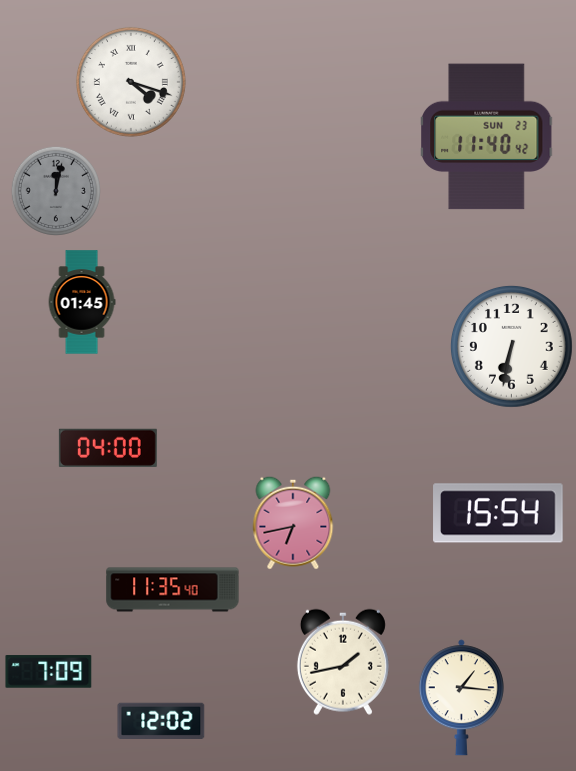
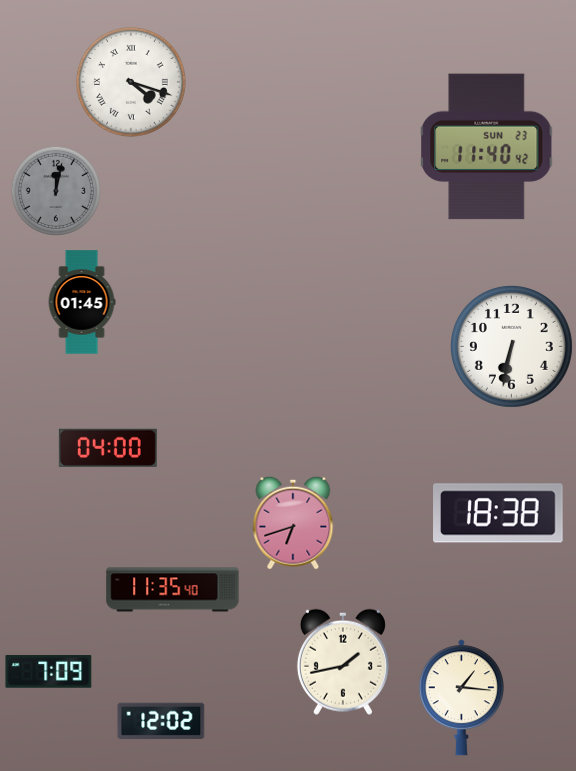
clock at (487, 137) position: (487, 137) -> (487, 147)
clock at (498, 513): 15:54 -> 18:38
clock at (293, 523): 6:43 -> 6:42
